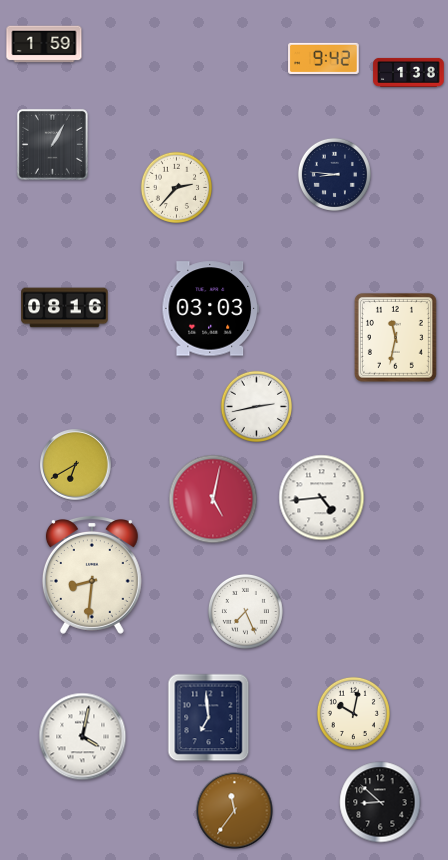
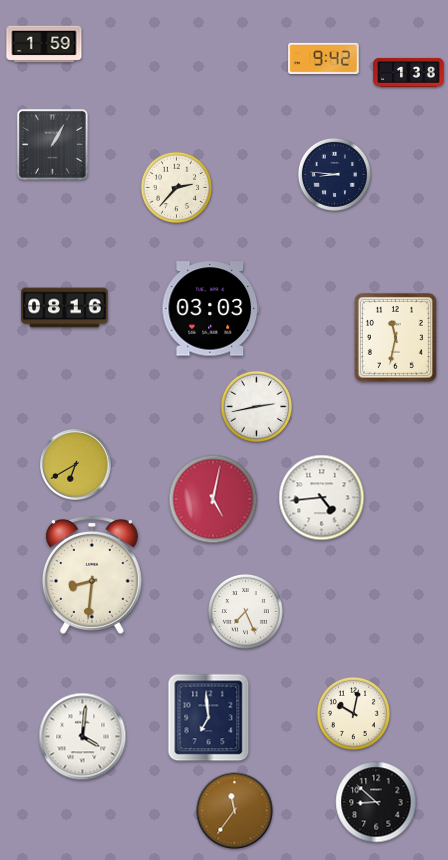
clock at (83, 737): 4:02 -> 4:01
clock at (380, 802) position: (380, 802) -> (376, 802)
